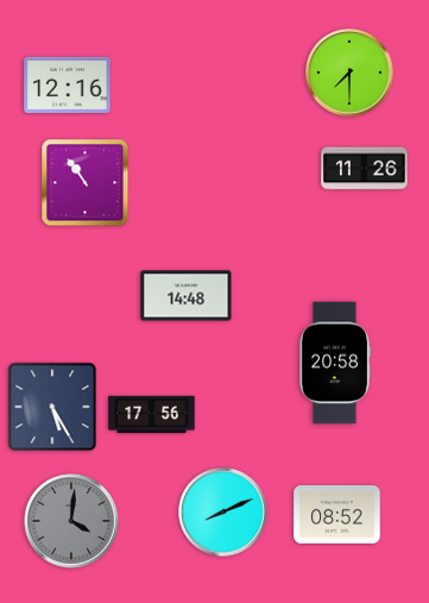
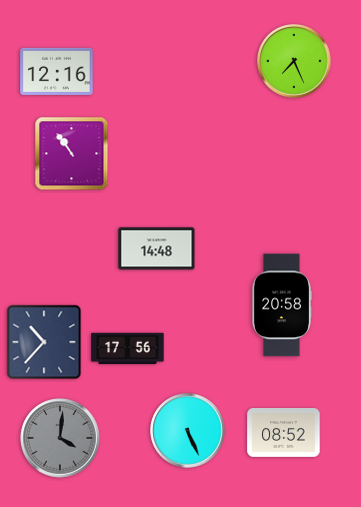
clock at (349, 73): 7:30 -> 7:26
clock at (365, 169): 11:26 -> none
clock at (52, 407): 5:25 -> 10:37
clock at (223, 513): 8:11 -> 5:26
